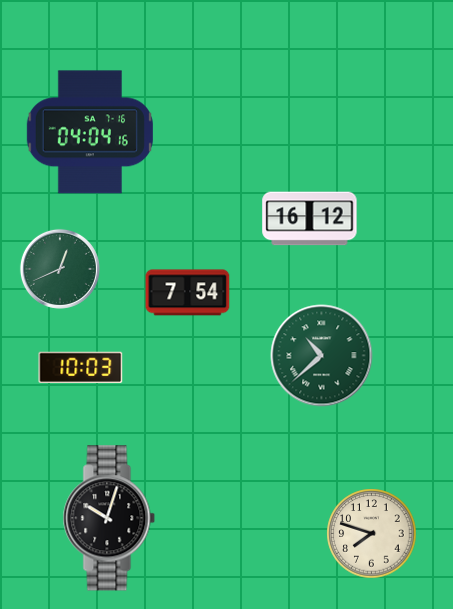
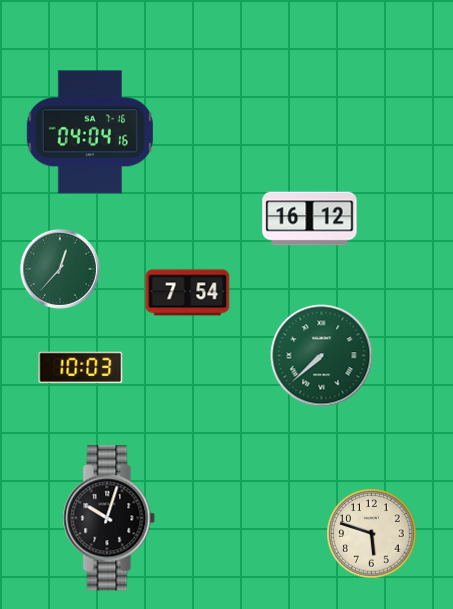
clock at (60, 269): 12:41 -> 12:37
clock at (322, 356): 10:38 -> 7:38
clock at (372, 534): 7:48 -> 5:48
